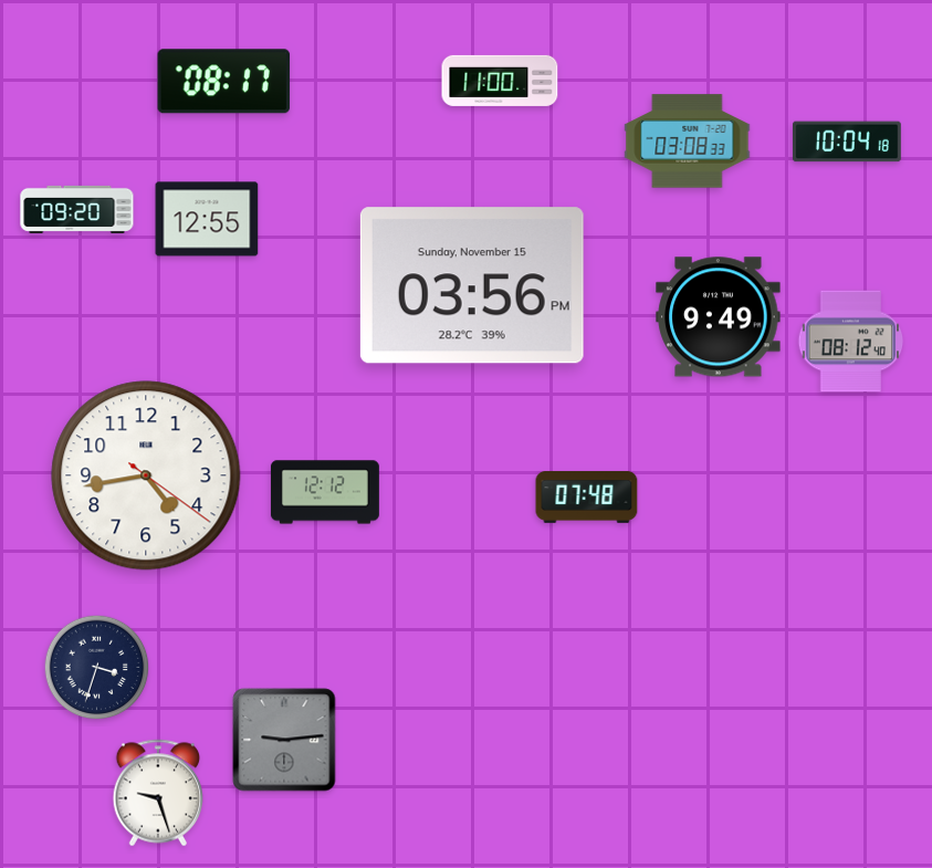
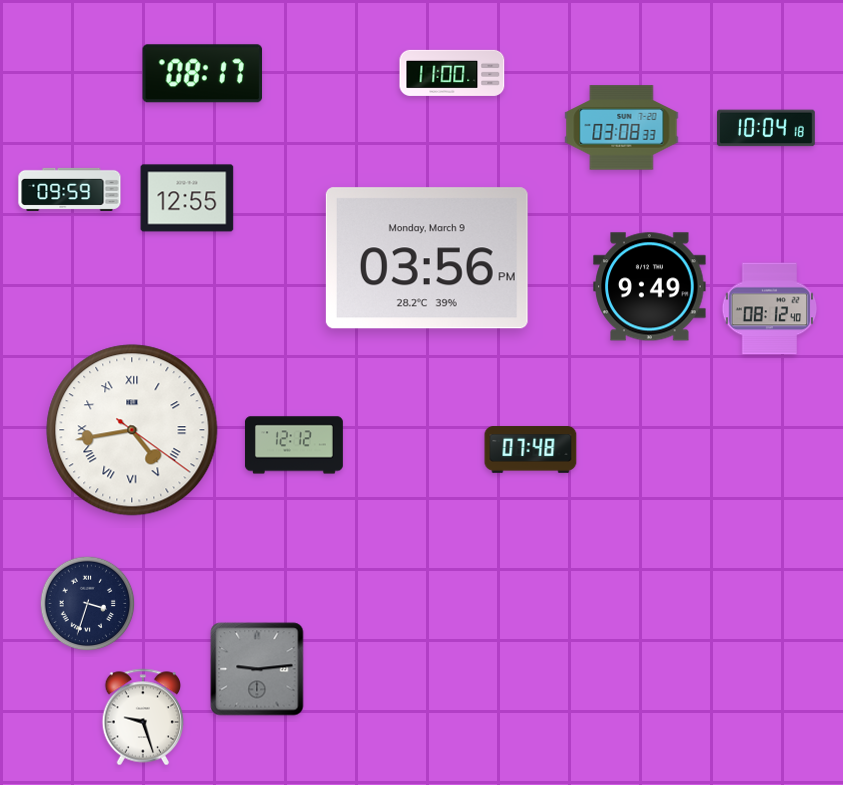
clock at (77, 209): 09:20 -> 09:59
clock at (472, 285) date: Sunday, November 15 -> Monday, March 9
clock at (146, 475) numerals: Arabic -> Roman
